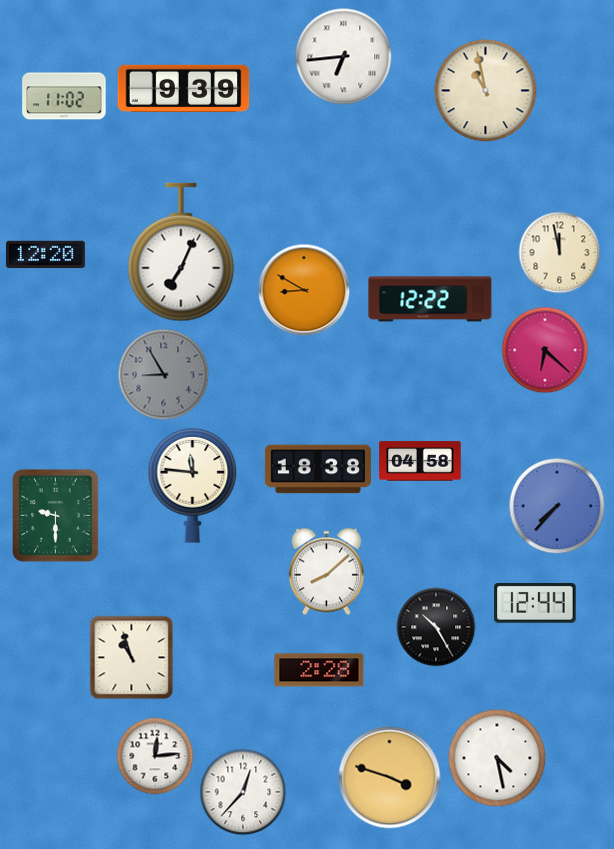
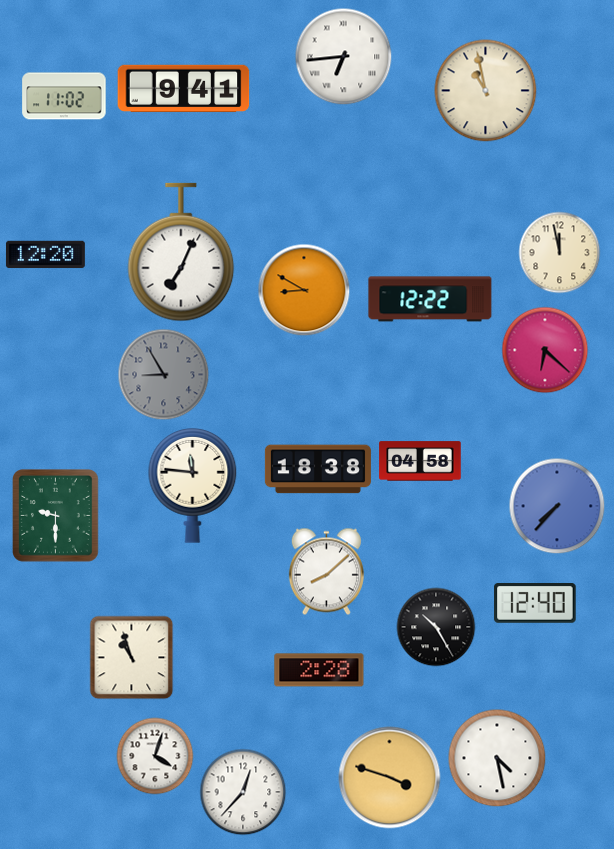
clock at (184, 89): 9:39 -> 9:41
clock at (535, 604): 12:44 -> 12:40
clock at (155, 756): 12:14 -> 4:03
